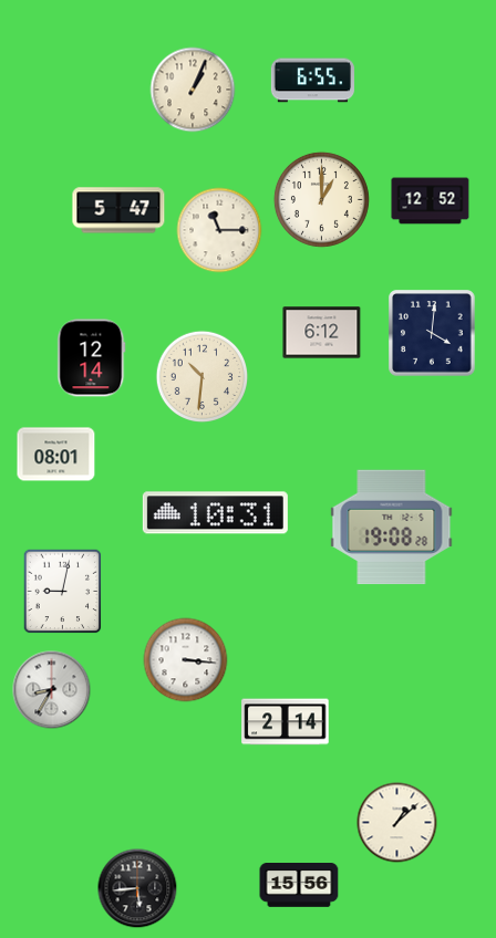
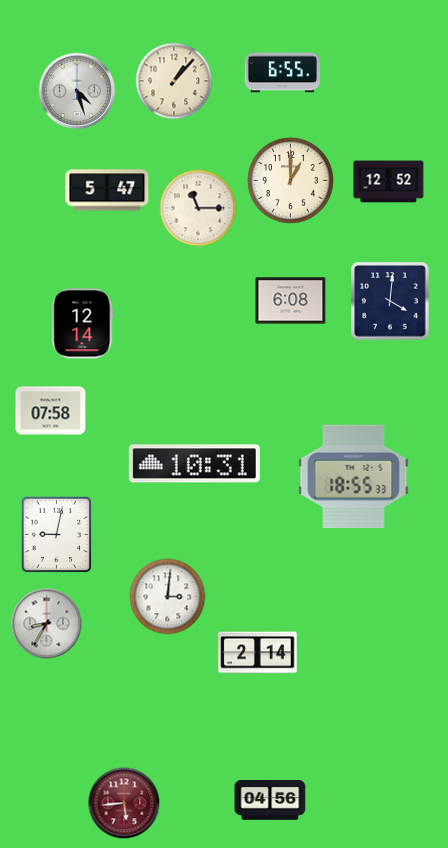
clock at (193, 90): 1:04 -> 1:07
clock at (77, 91): none -> 4:27
clock at (322, 333): 6:12 -> 6:08
clock at (203, 377): 10:31 -> none
clock at (56, 455): 08:01 -> 07:58
clock at (392, 528): 19:08 -> 18:55
clock at (186, 660): 3:16 -> 3:01
clock at (397, 823): 1:08 -> none
clock at (299, 886): 15:56 -> 04:56
clock at (137, 888) dial: black -> burgundy
